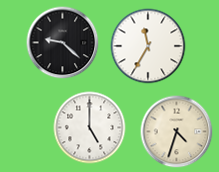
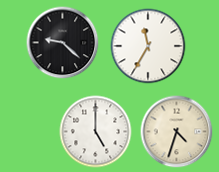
clock at (90, 128) position: (90, 128) -> (96, 132)
